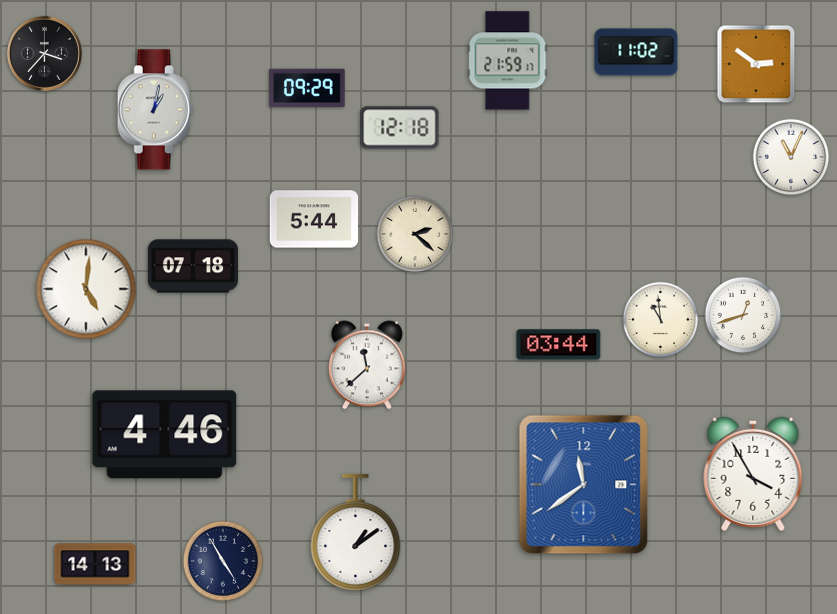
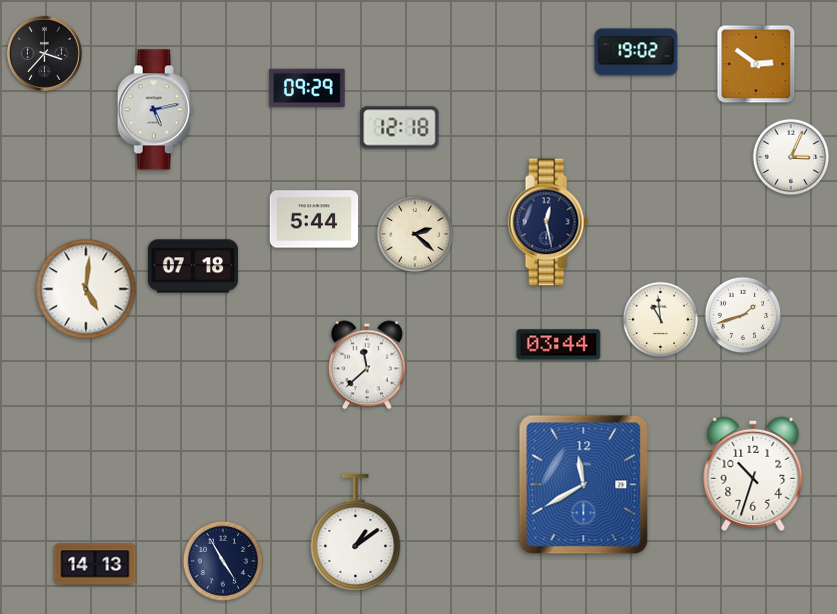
clock at (636, 52): 11:02 -> 19:02
clock at (508, 61): 21:59 -> none
clock at (155, 110): 1:02 -> 5:13
clock at (791, 157): 11:04 -> 3:04
clock at (548, 222): none -> 12:28
clock at (743, 315): 12:42 -> 1:42
clock at (165, 435): 4:46 -> none
clock at (753, 474): 3:55 -> 10:33
clock at (584, 485): 11:39 -> 11:40
